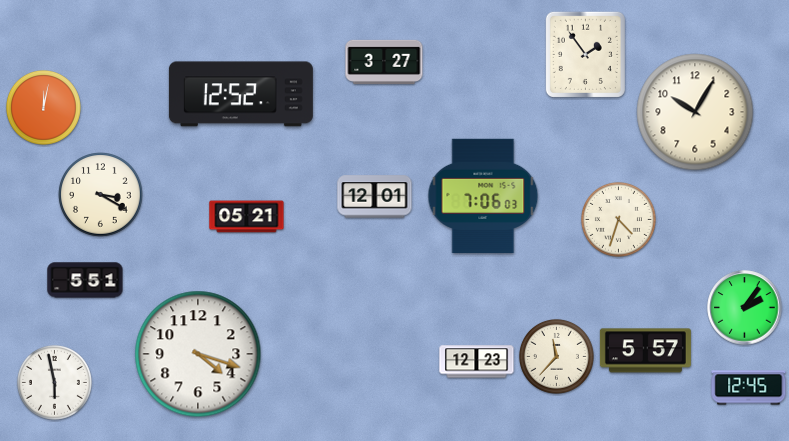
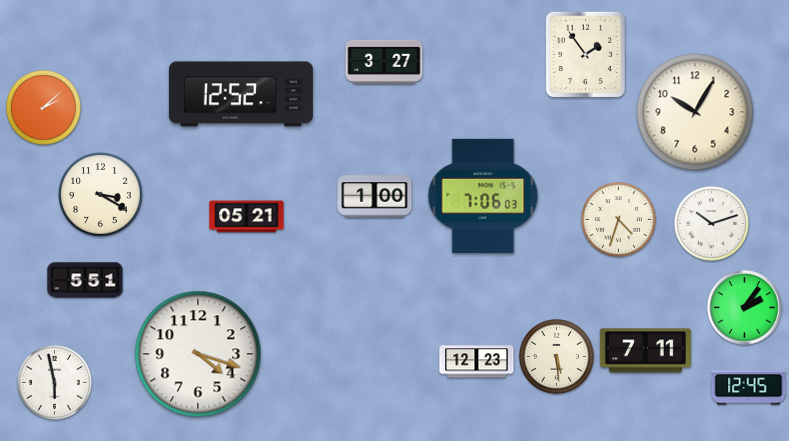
clock at (43, 107): 12:02 -> 2:08
clock at (375, 197): 12:01 -> 1:00
clock at (711, 223): none -> 10:12
clock at (645, 351): 5:57 -> 7:11
clock at (556, 356): 11:37 -> 5:29
